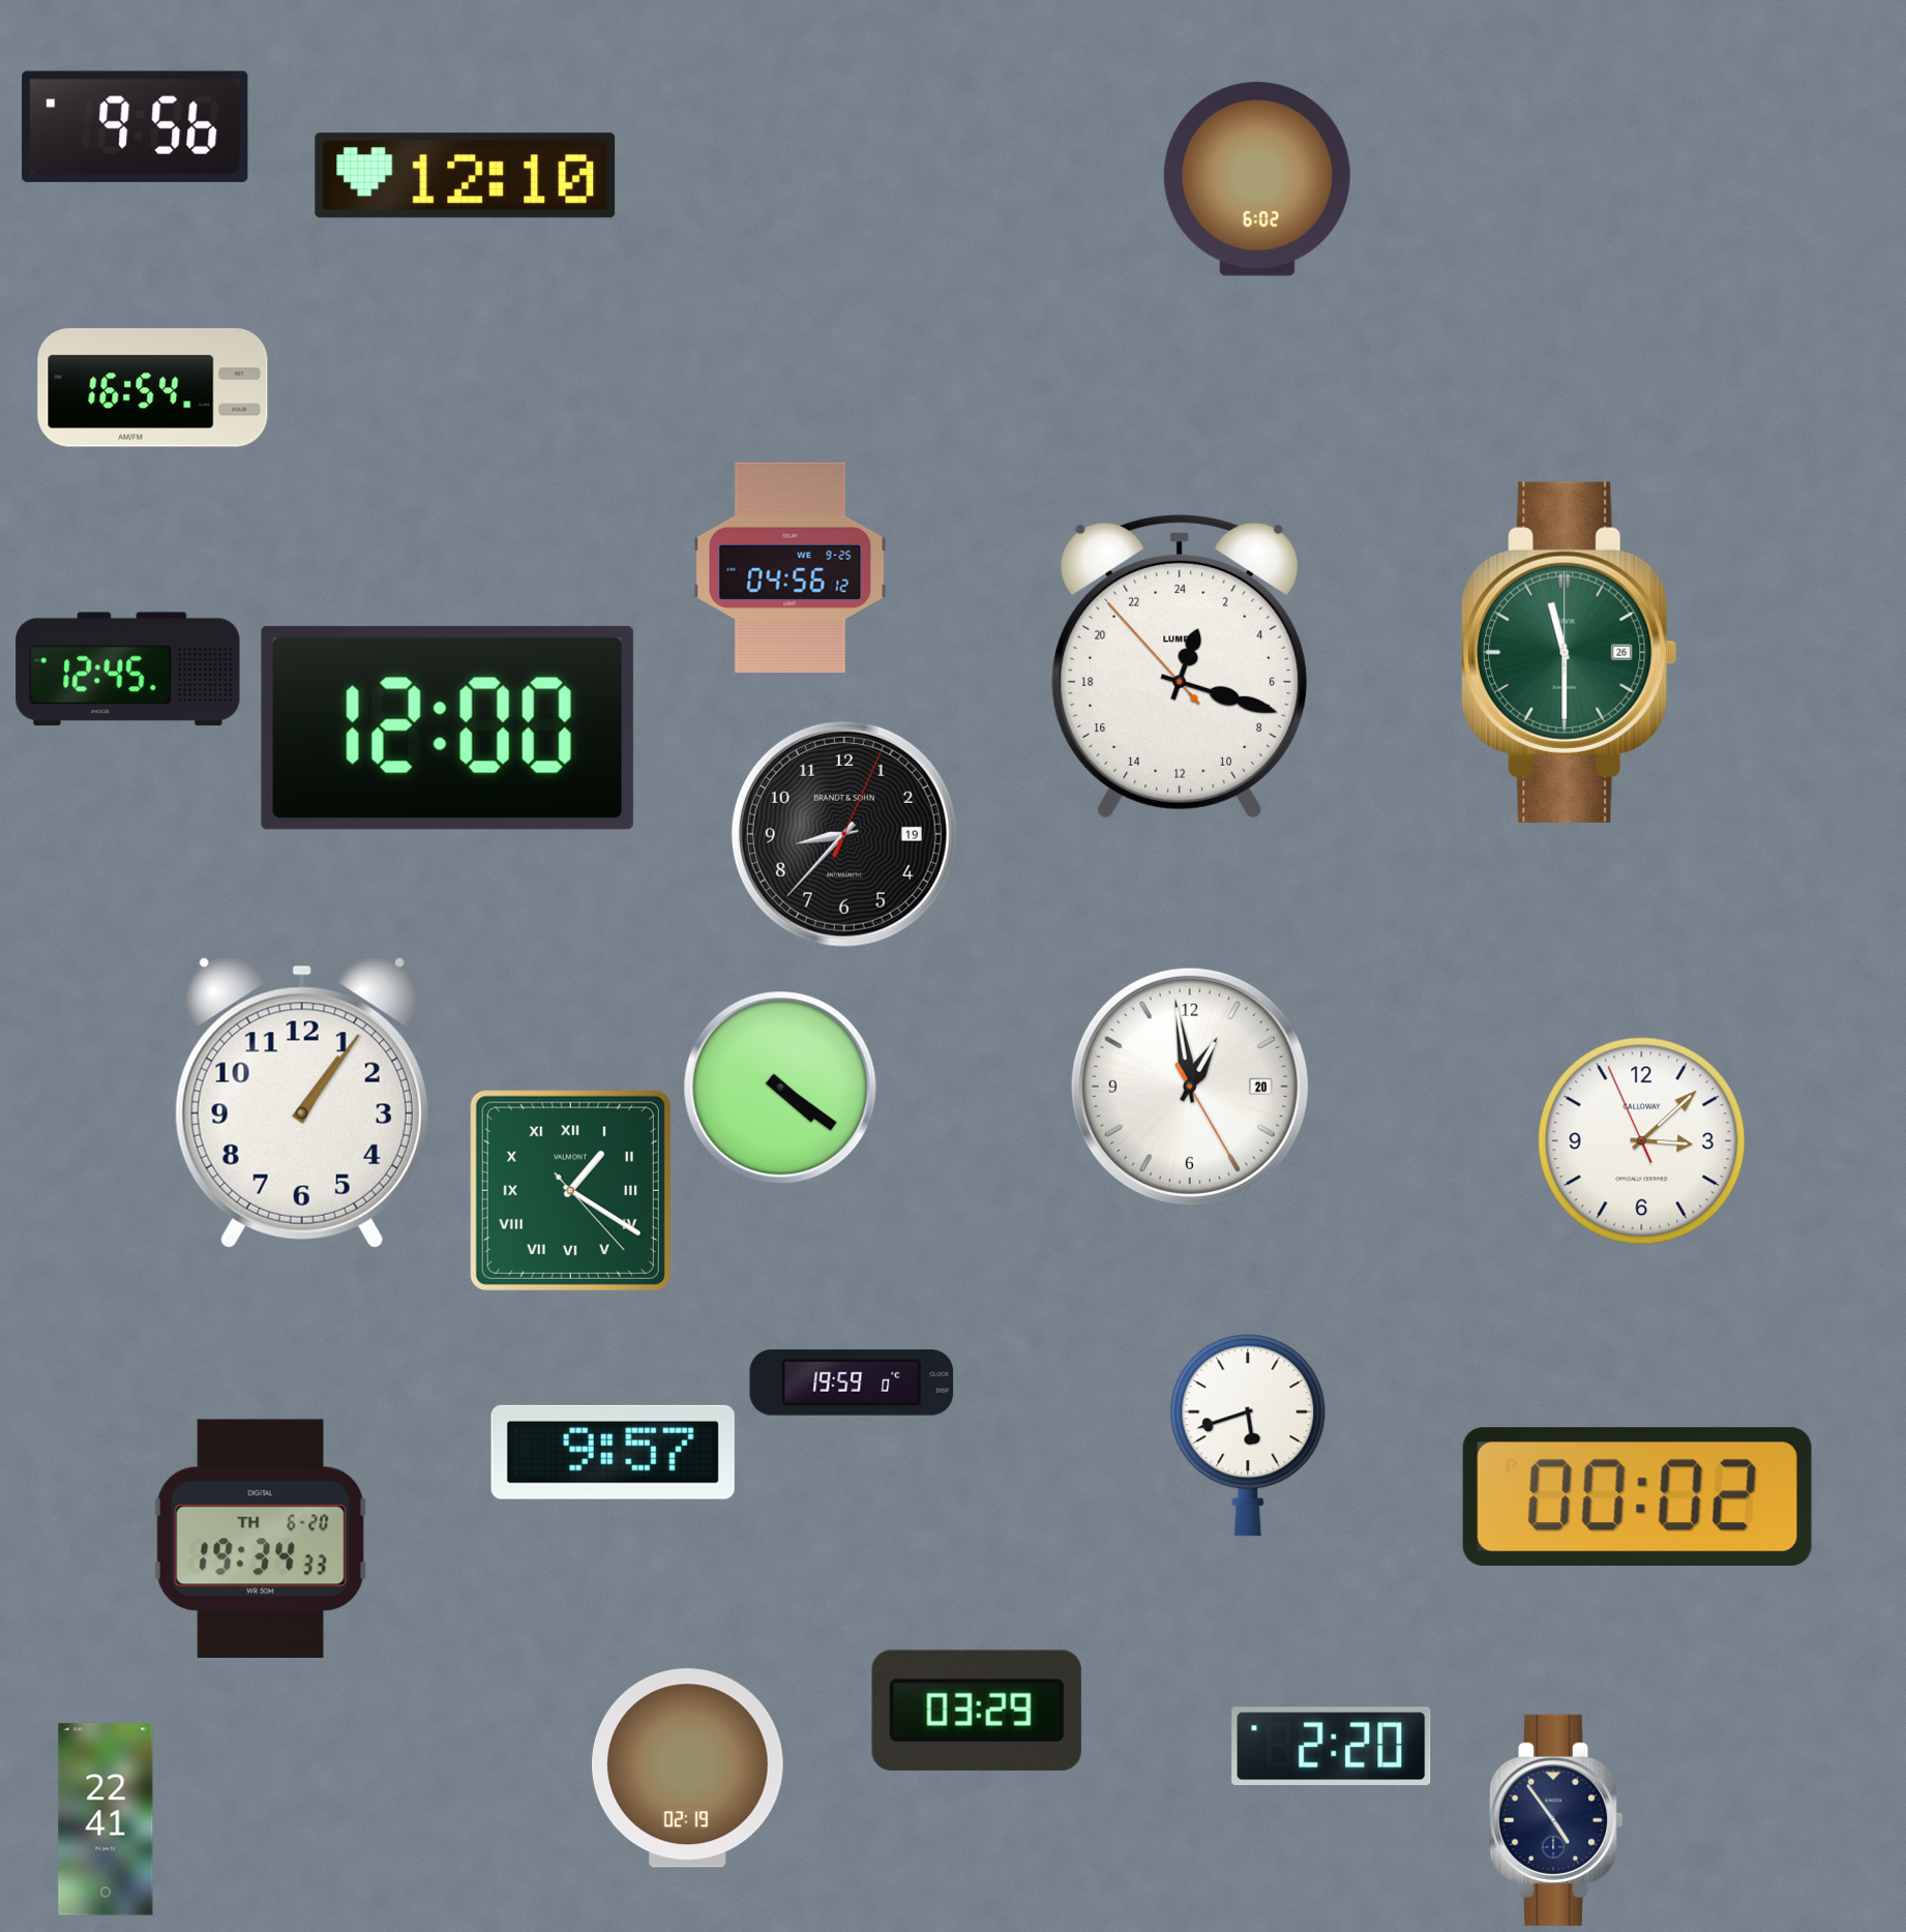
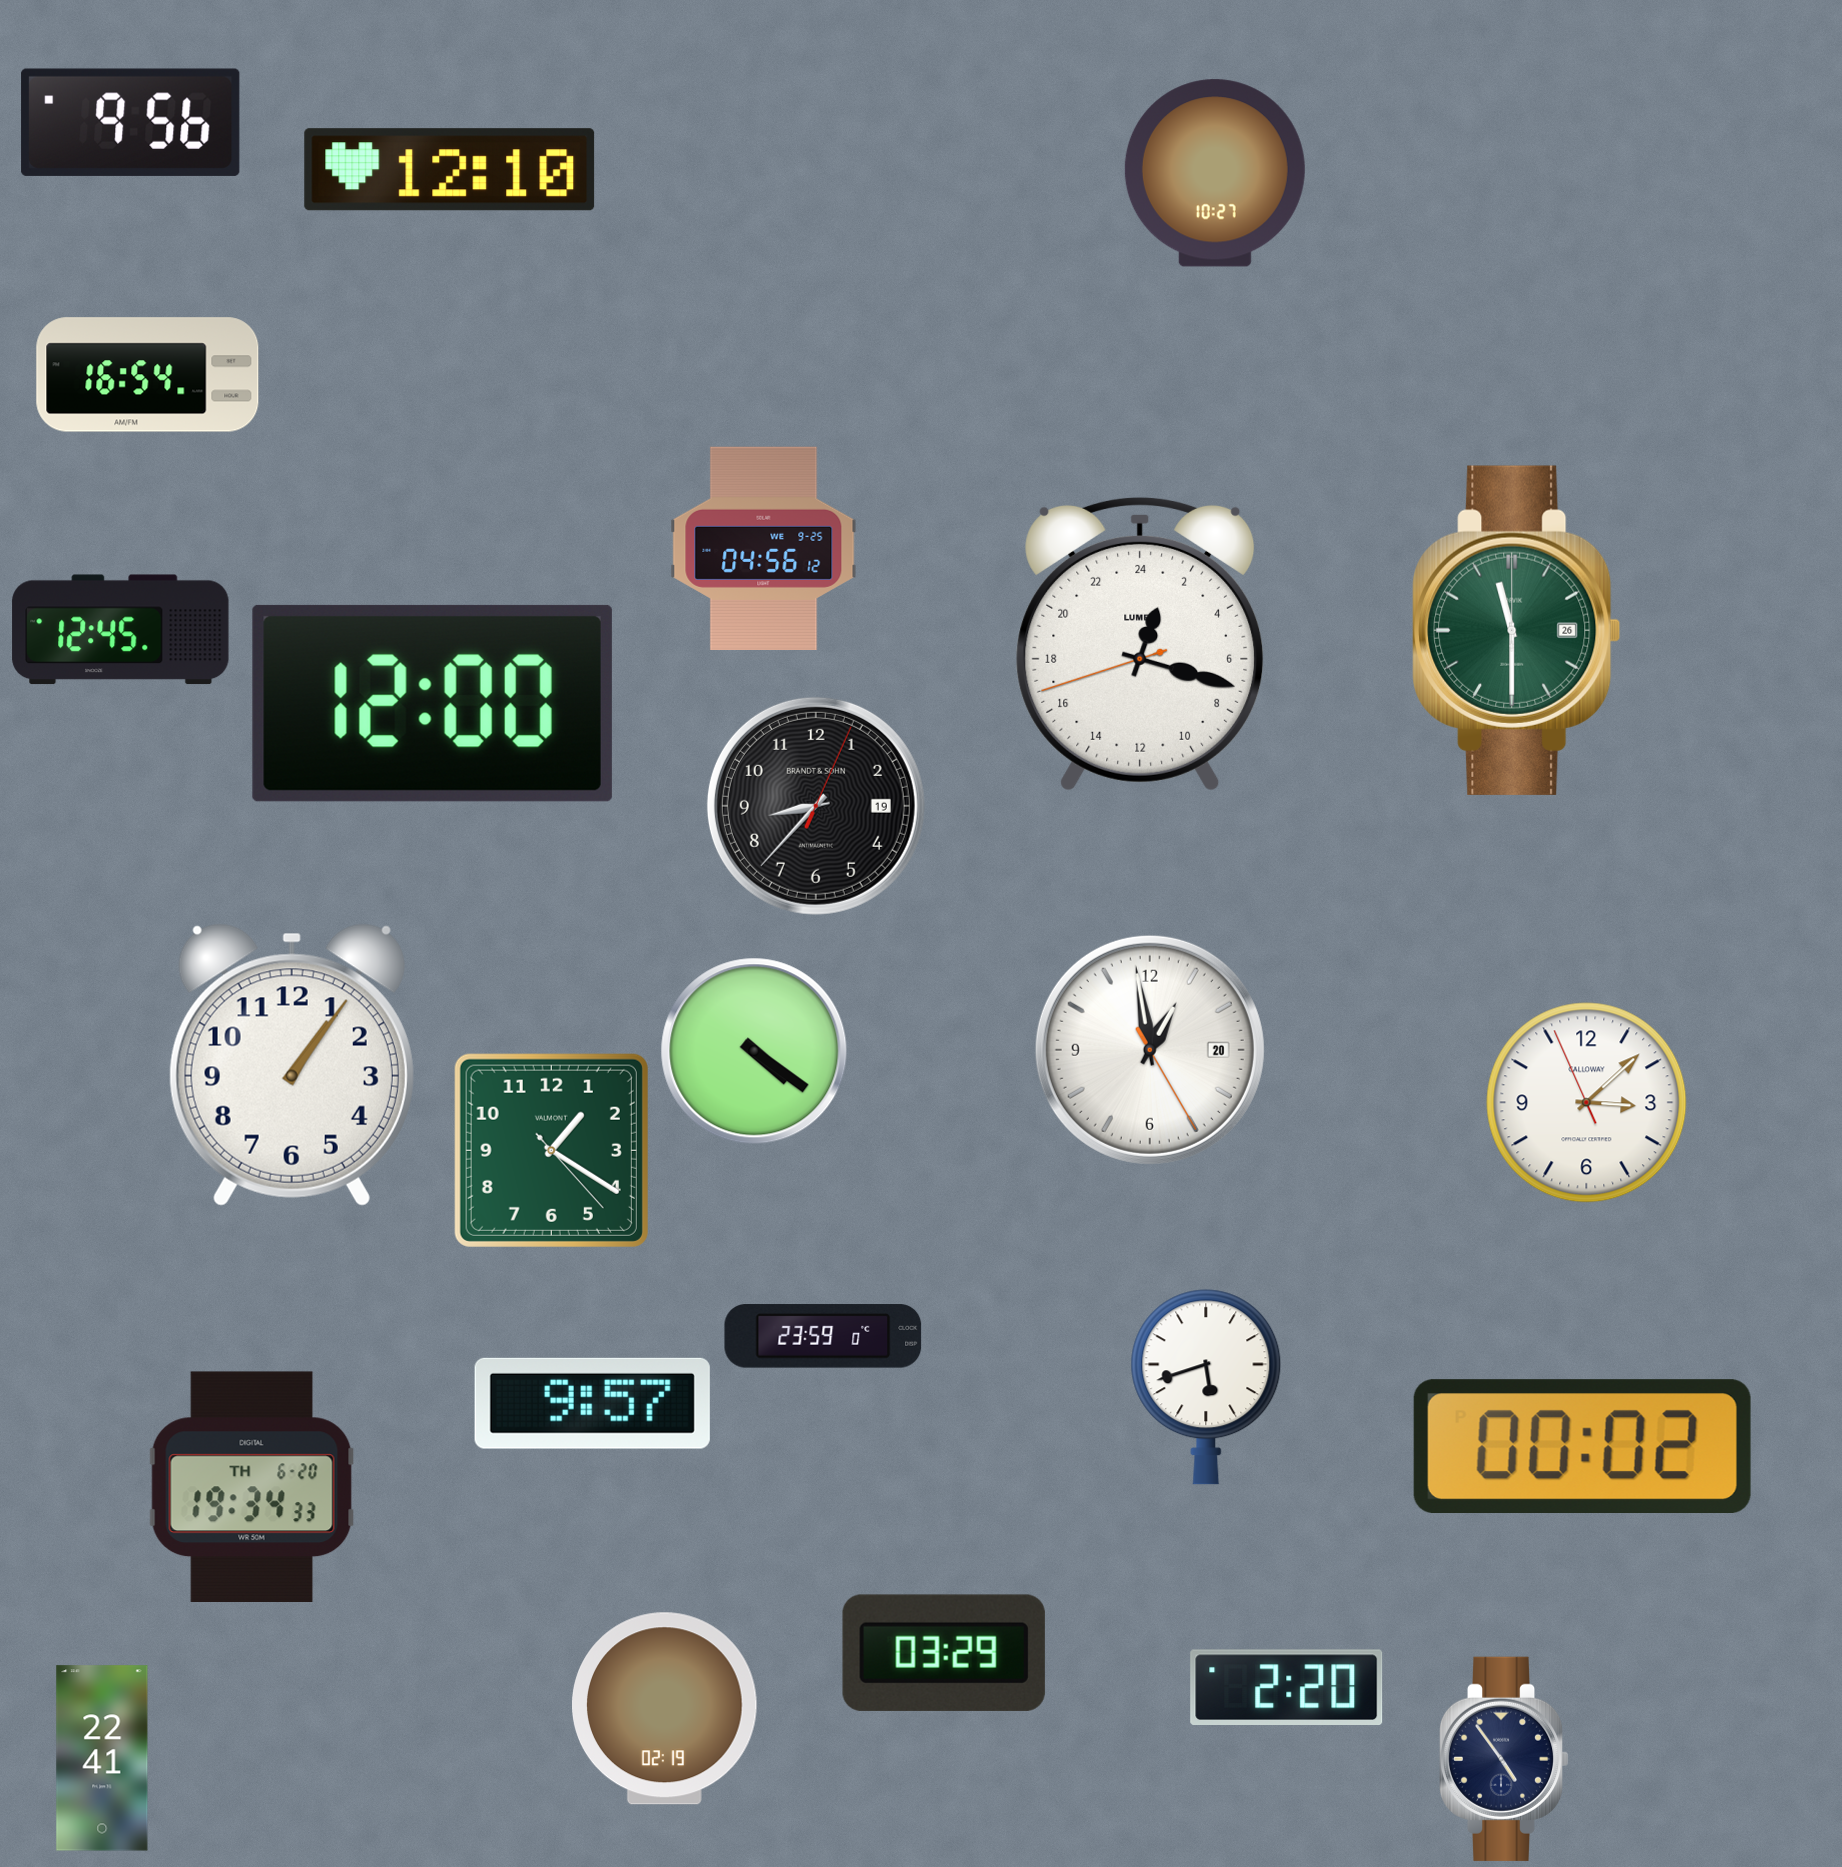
clock at (1257, 179): 6:02 -> 10:27
clock at (1180, 666): 1:17:53 -> 1:17:42
clock at (128, 670) position: (128, 670) -> (121, 630)
clock at (570, 1190) numerals: Roman -> Arabic
clock at (852, 1383): 19:59 -> 23:59
